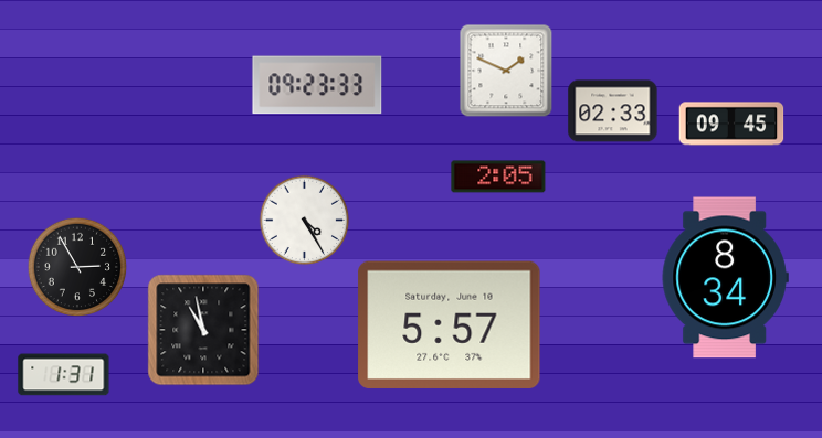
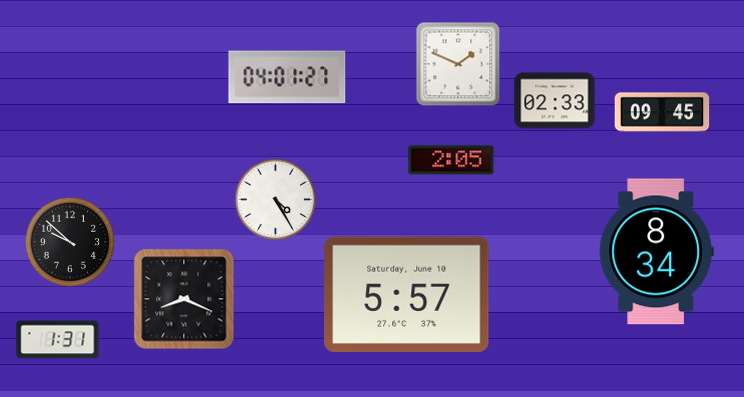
clock at (317, 85): 09:23 -> 04:01
clock at (77, 267): 2:55 -> 9:52
clock at (203, 330): 10:58 -> 8:19
